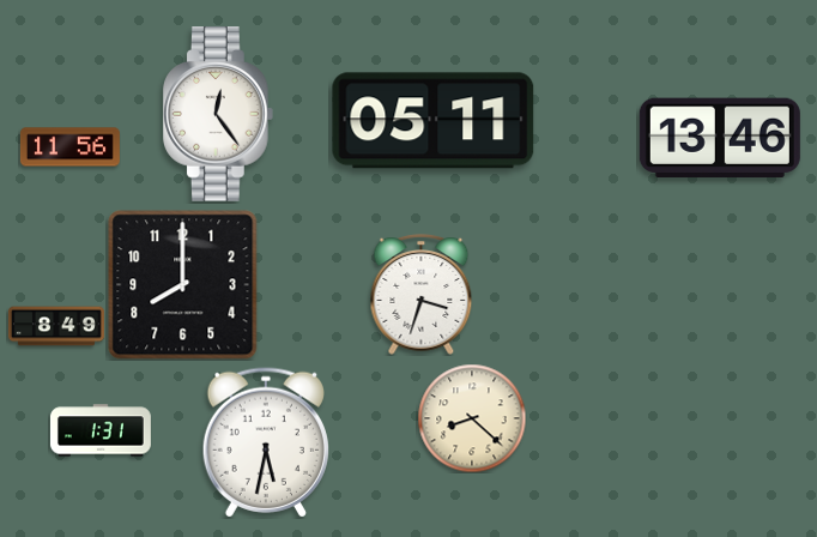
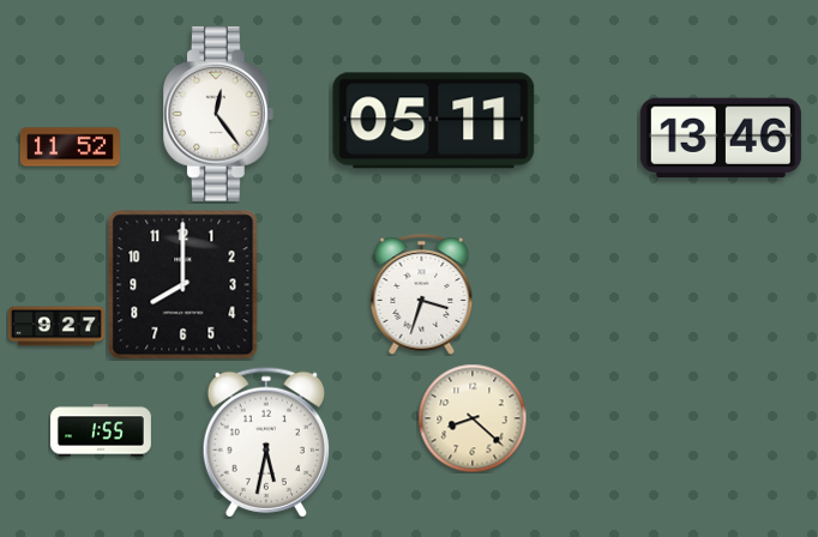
clock at (69, 147): 11:56 -> 11:52
clock at (56, 326): 8:49 -> 9:27
clock at (101, 430): 1:31 -> 1:55
